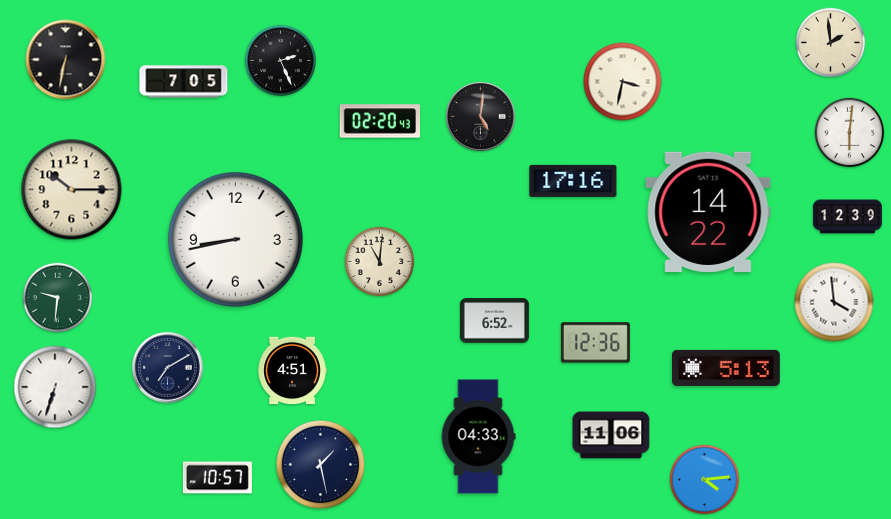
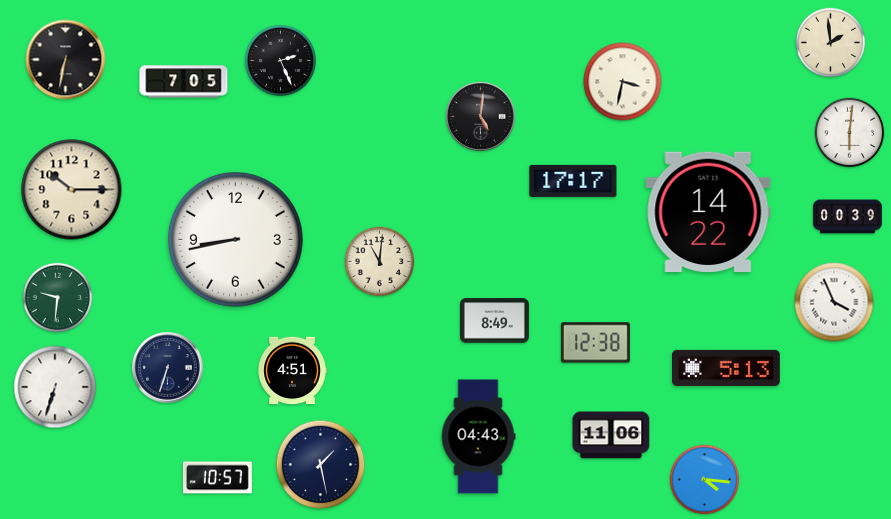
clock at (379, 121): 02:20 -> none
clock at (573, 181): 17:16 -> 17:17
clock at (847, 217): 12:39 -> 00:39
clock at (834, 302): 3:59 -> 3:56
clock at (494, 321): 6:52 -> 8:49
clock at (595, 343): 12:36 -> 12:38
clock at (168, 368): 7:10 -> 6:33
clock at (478, 437): 04:33 -> 04:43
clock at (705, 480): 4:14 -> 4:16
